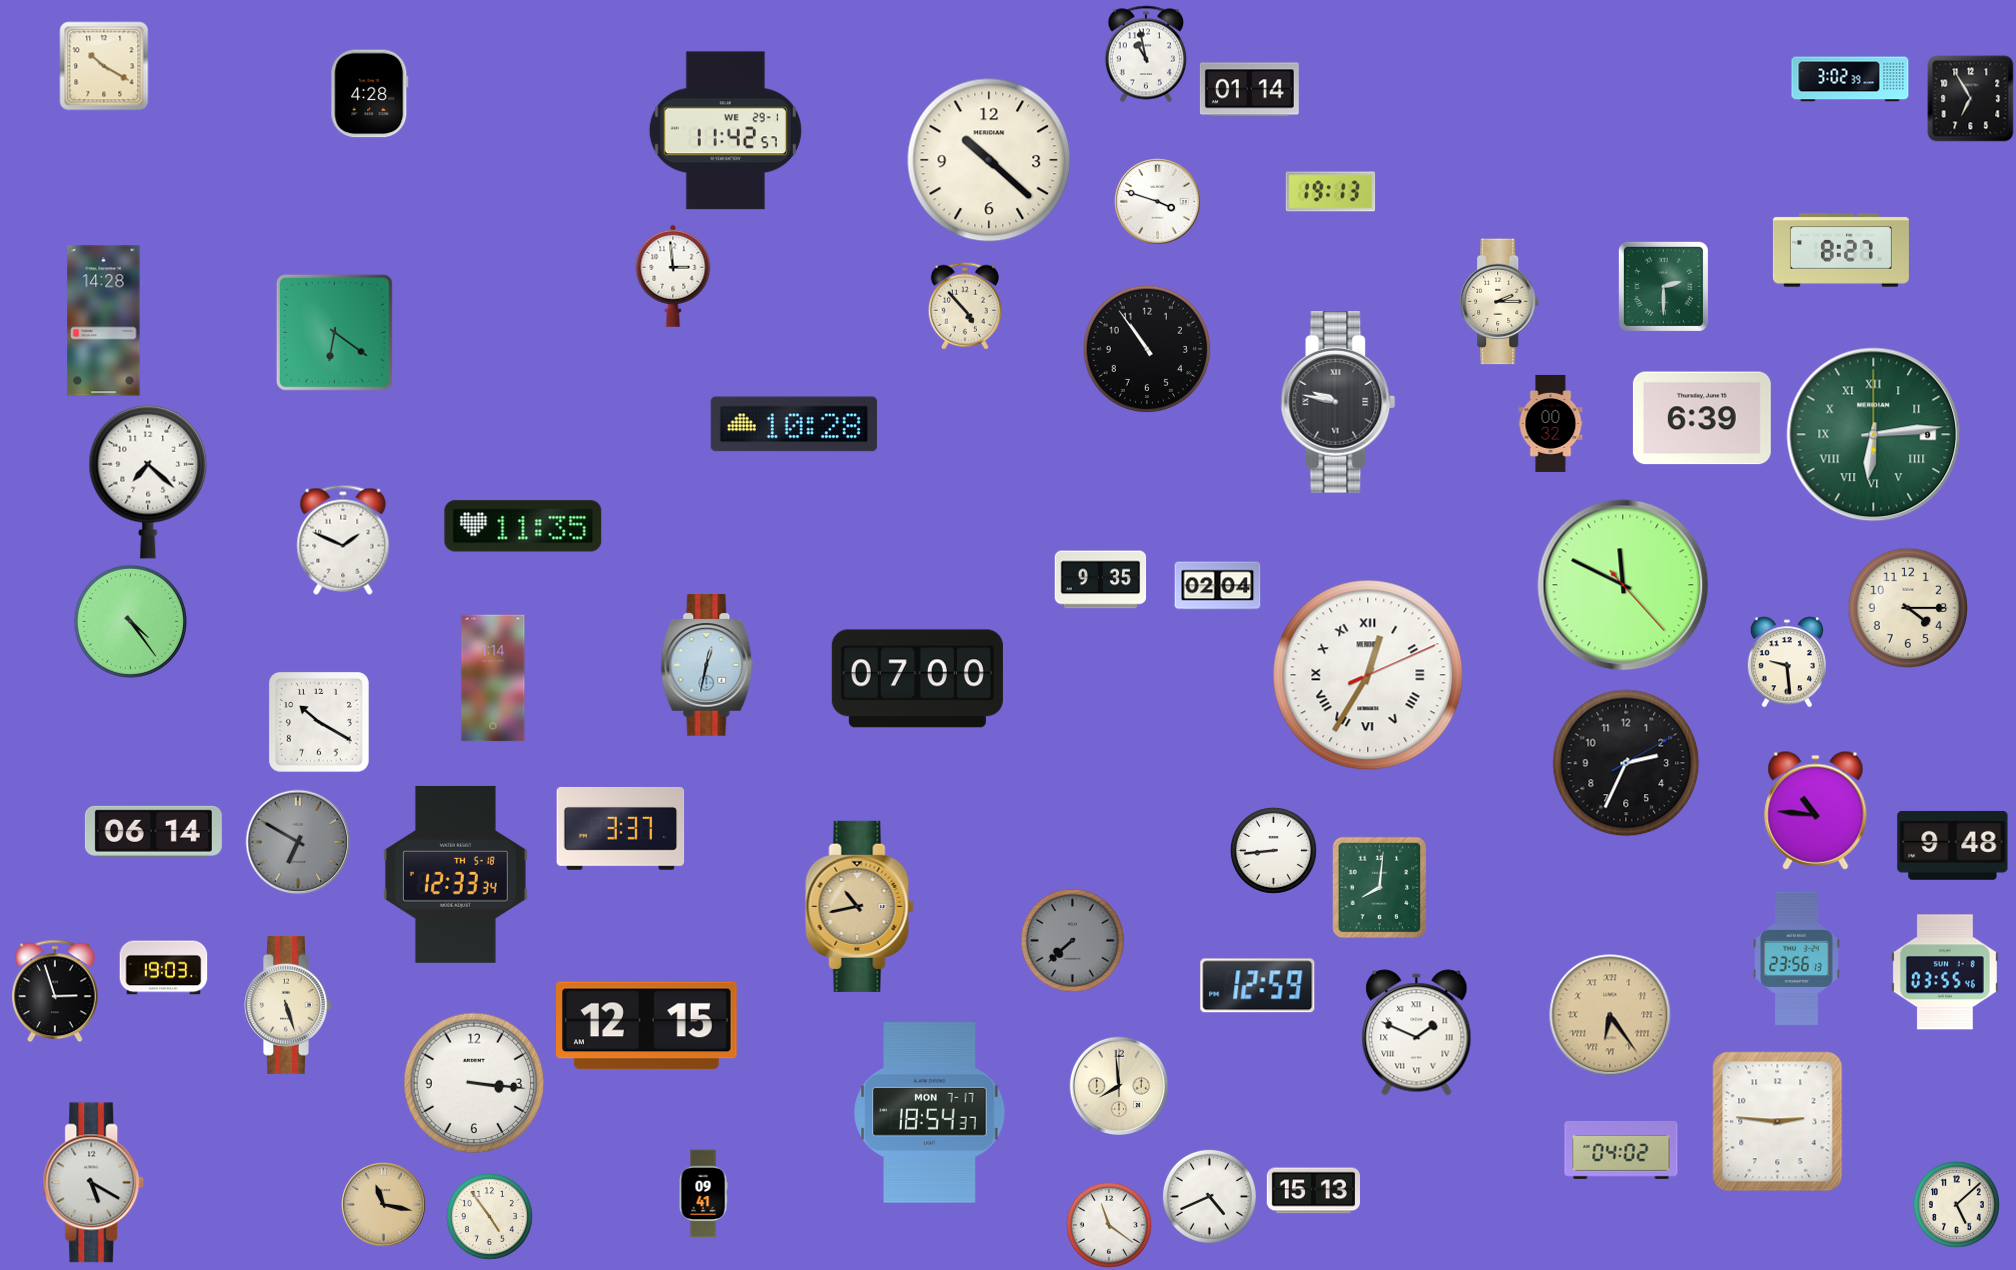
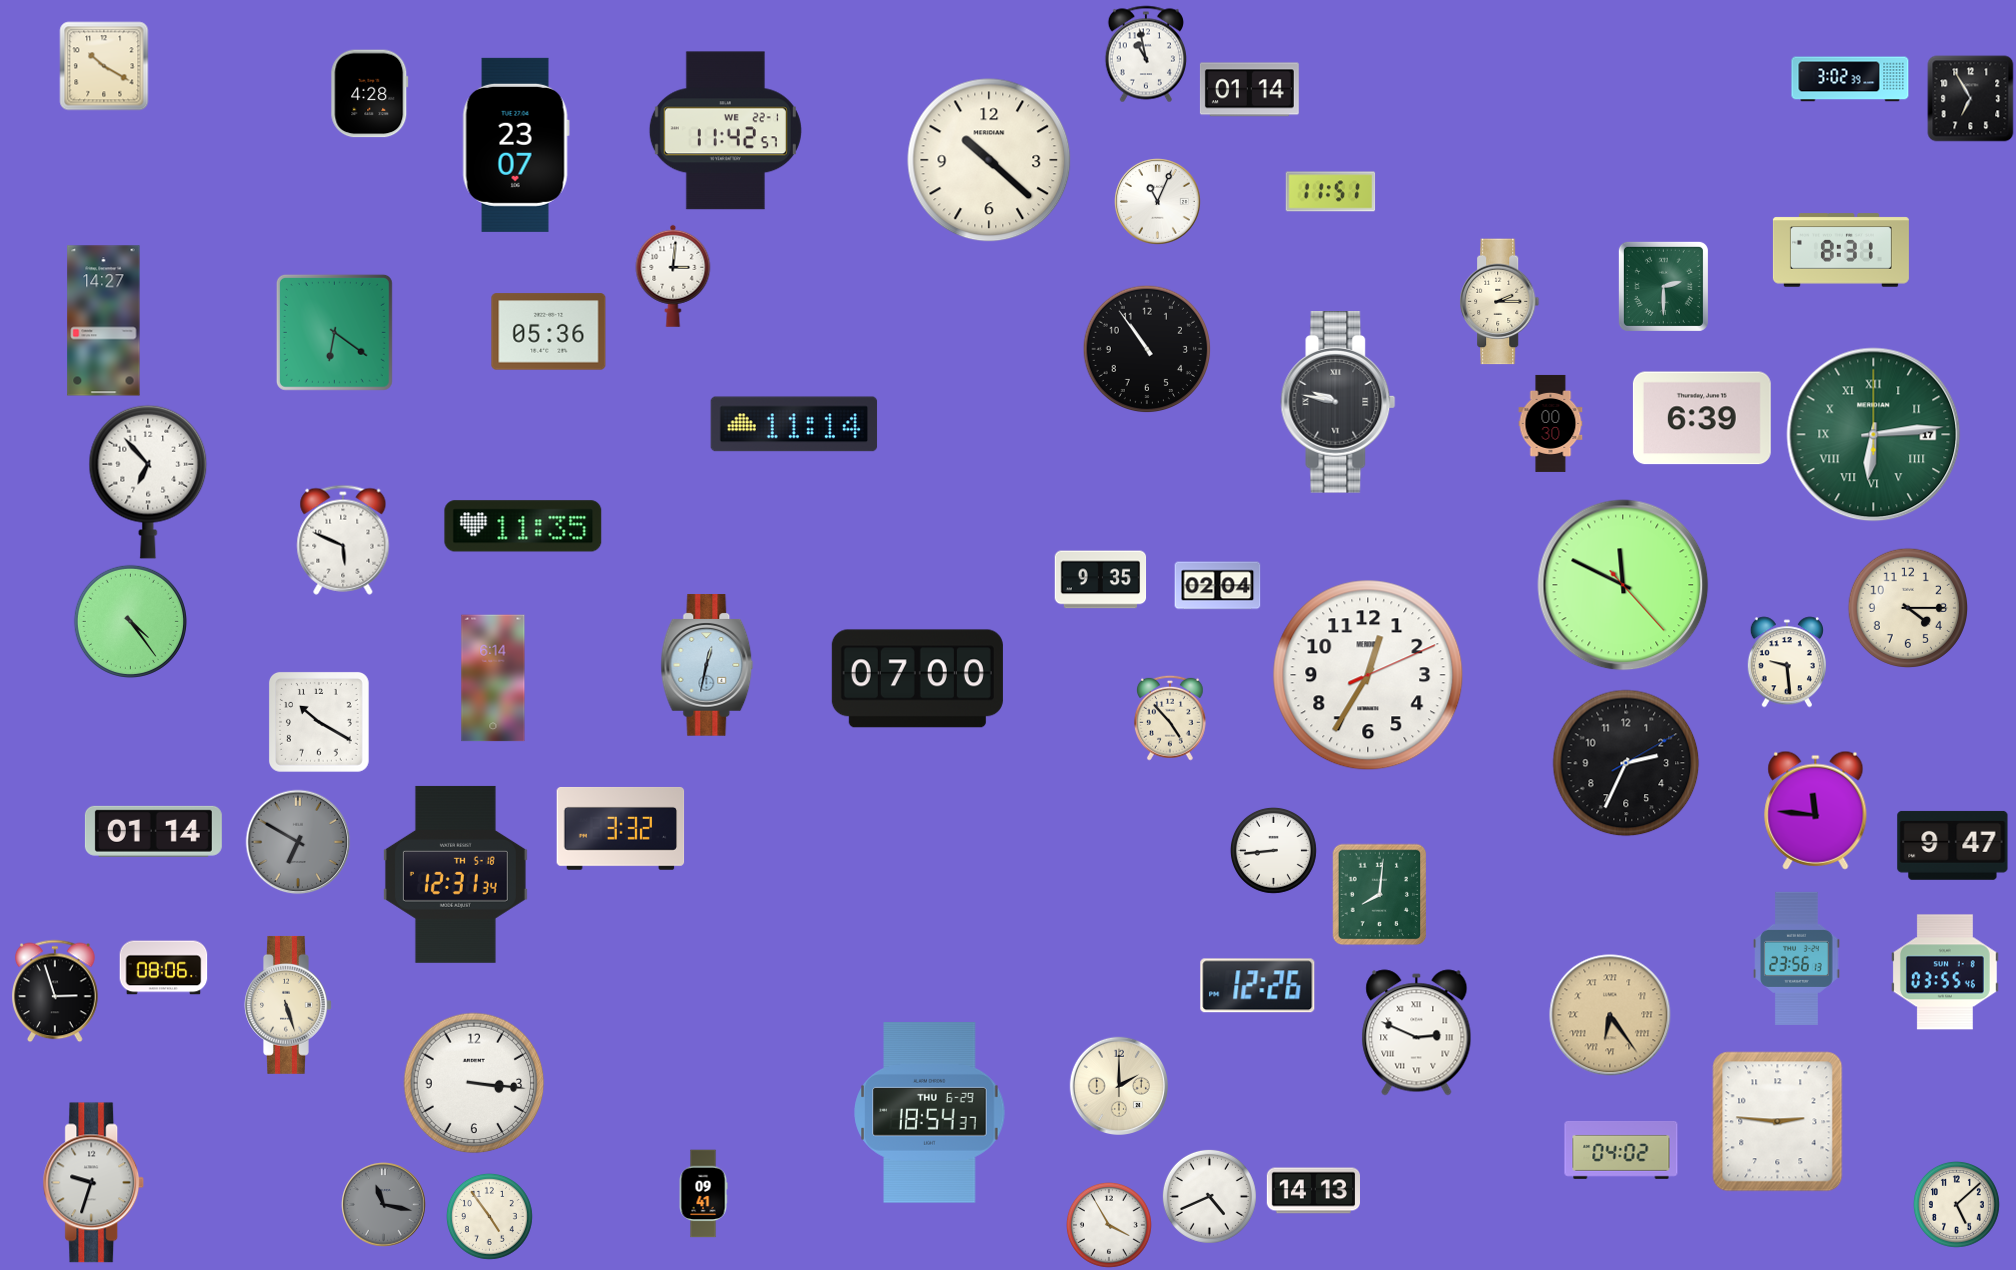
clock at (725, 131) date: WE 29-1 -> WE 22-1
clock at (516, 145): none -> 23:07
clock at (1331, 192): 19:13 -> 11:51
clock at (1158, 202): 3:48 -> 11:04
clock at (1841, 250): 8:27 -> 8:31
clock at (673, 276): 2:59 -> 3:01
clock at (965, 306): 4:53 -> none
clock at (104, 321): 14:28 -> 14:27
clock at (549, 332): none -> 05:36
clock at (1551, 423): 00:32 -> 00:30
clock at (794, 424): 10:28 -> 11:14
clock at (1874, 435) date: 9 -> 17
clock at (148, 482): 7:22 -> 6:53
clock at (343, 540): 1:49 -> 5:49
clock at (1368, 675) numerals: Roman -> Arabic
clock at (493, 678): 1:14 -> 6:14
clock at (1170, 718): none -> 4:53
clock at (1816, 810): 10:46 -> 11:46
clock at (621, 828): 3:37 -> 3:32
clock at (153, 831): 06:14 -> 01:14
clock at (1953, 845): 9:48 -> 9:47
clock at (455, 874): 12:33 -> 12:31
clock at (1380, 888) position: (1380, 888) -> (1380, 895)
clock at (860, 906): 10:43 -> none
clock at (1072, 940): 7:38 -> none
clock at (164, 968): 19:03 -> 08:06
clock at (1258, 986): 12:59 -> 12:26
clock at (647, 1026): 12:15 -> none
clock at (1417, 1033): 1:49 -> 2:49
clock at (1118, 1085): 7:59 -> 2:00
clock at (930, 1113) date: MON 7-17 -> THU 6-29
clock at (94, 1183): 5:20 -> 9:33
clock at (1313, 1191): 15:13 -> 14:13
clock at (384, 1205) dial: champagne -> grey
clock at (1109, 1225): 11:21 -> 3:55
